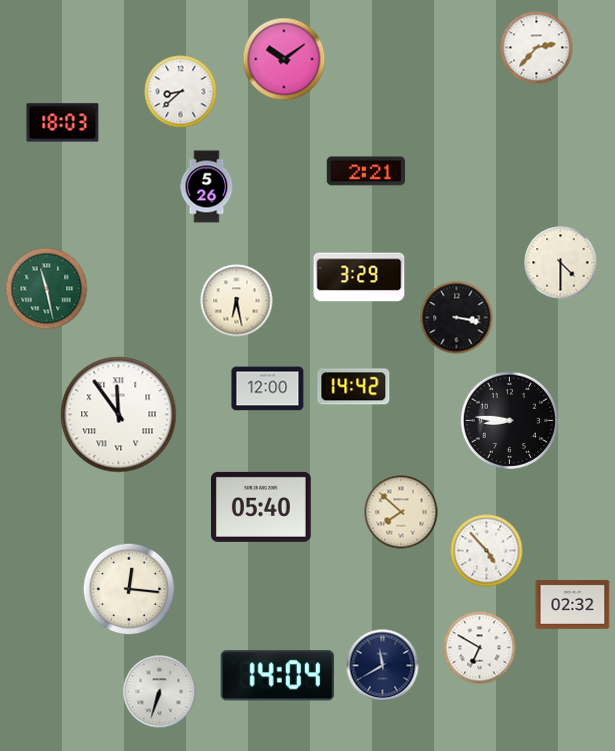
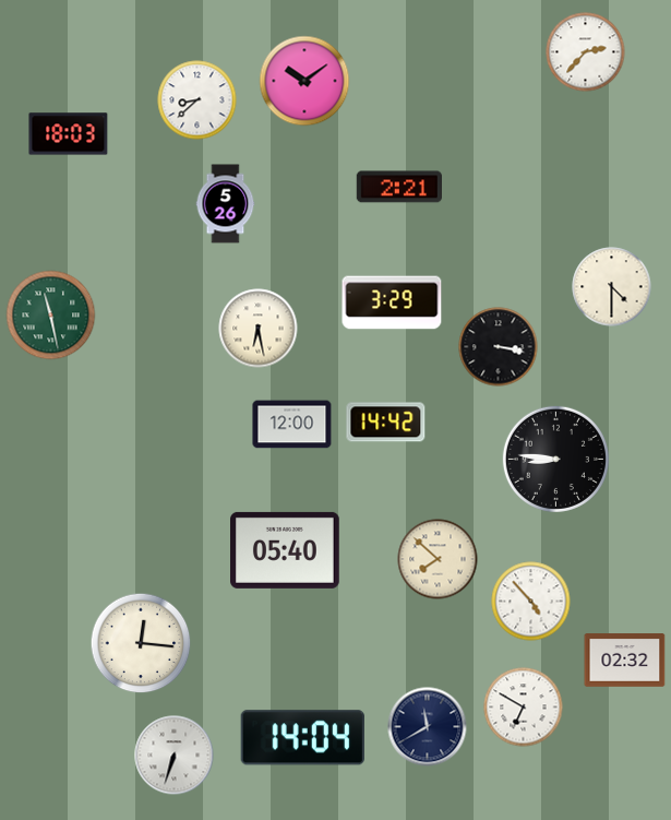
clock at (284, 59) position: (284, 59) -> (304, 81)
clock at (119, 415): 11:54 -> none
clock at (262, 507) position: (262, 507) -> (286, 550)
clock at (383, 666) position: (383, 666) -> (428, 727)
